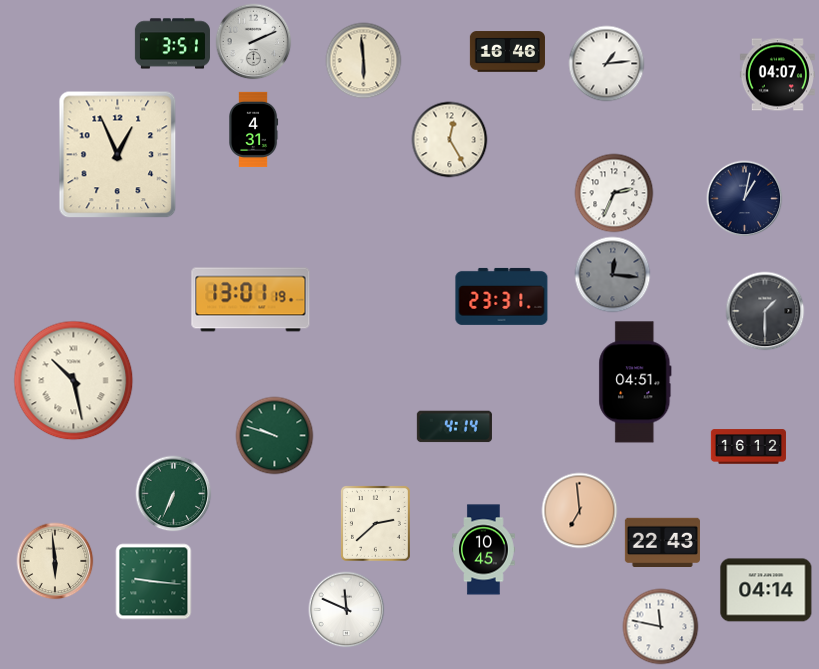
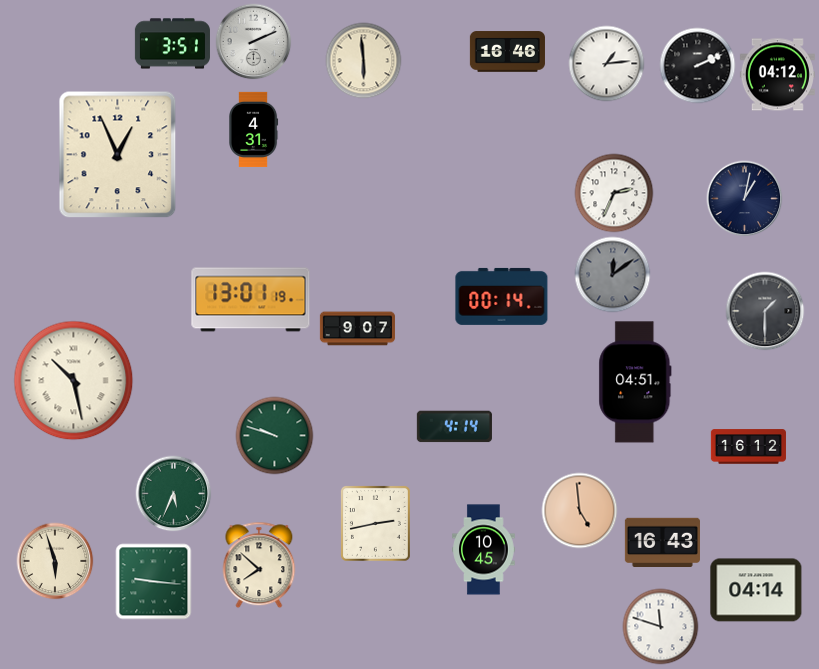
clock at (698, 66): none -> 2:11
clock at (777, 75): 04:07 -> 04:12
clock at (450, 140): 12:25 -> none
clock at (613, 275): 12:16 -> 12:09
clock at (502, 296): 23:31 -> 00:14
clock at (357, 329): none -> 9:07
clock at (174, 494): 6:34 -> 5:34
clock at (580, 511): 6:59 -> 4:59
clock at (375, 523): 2:38 -> 2:43
clock at (662, 542): 22:43 -> 16:43
clock at (55, 561): 5:59 -> 5:57
clock at (259, 565): none -> 7:52
clock at (766, 590) position: (766, 590) -> (756, 590)
clock at (347, 610): 11:49 -> none
clock at (661, 627): 11:47 -> 11:48
